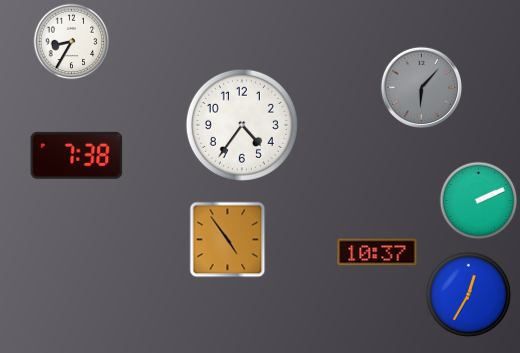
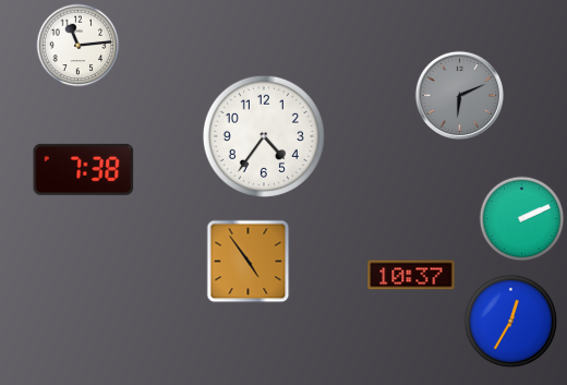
clock at (72, 42): 8:35 -> 11:14
clock at (421, 87): 6:07 -> 6:11
